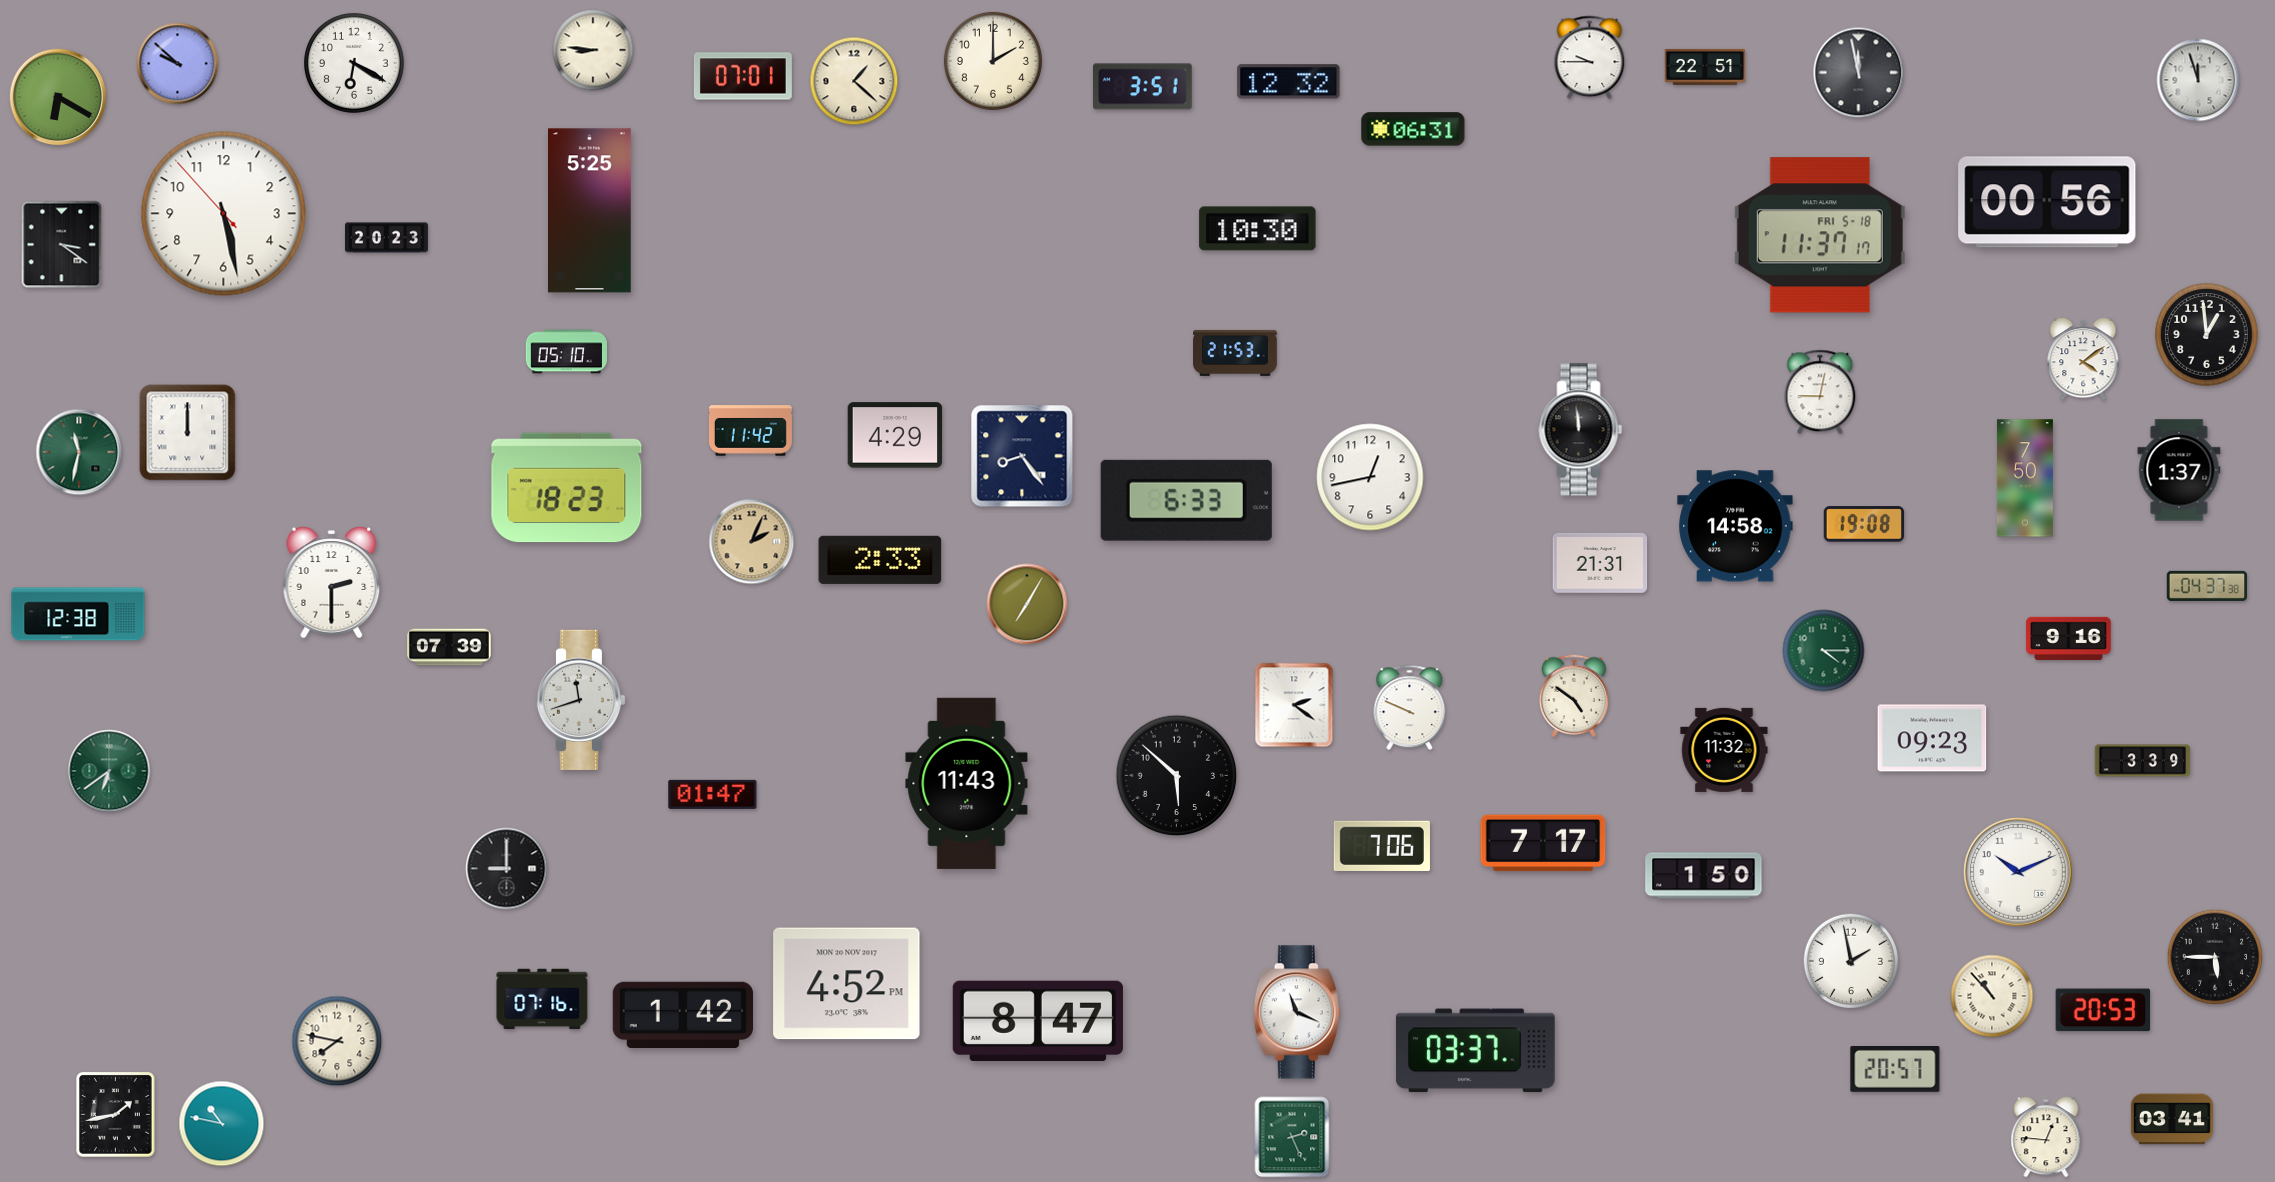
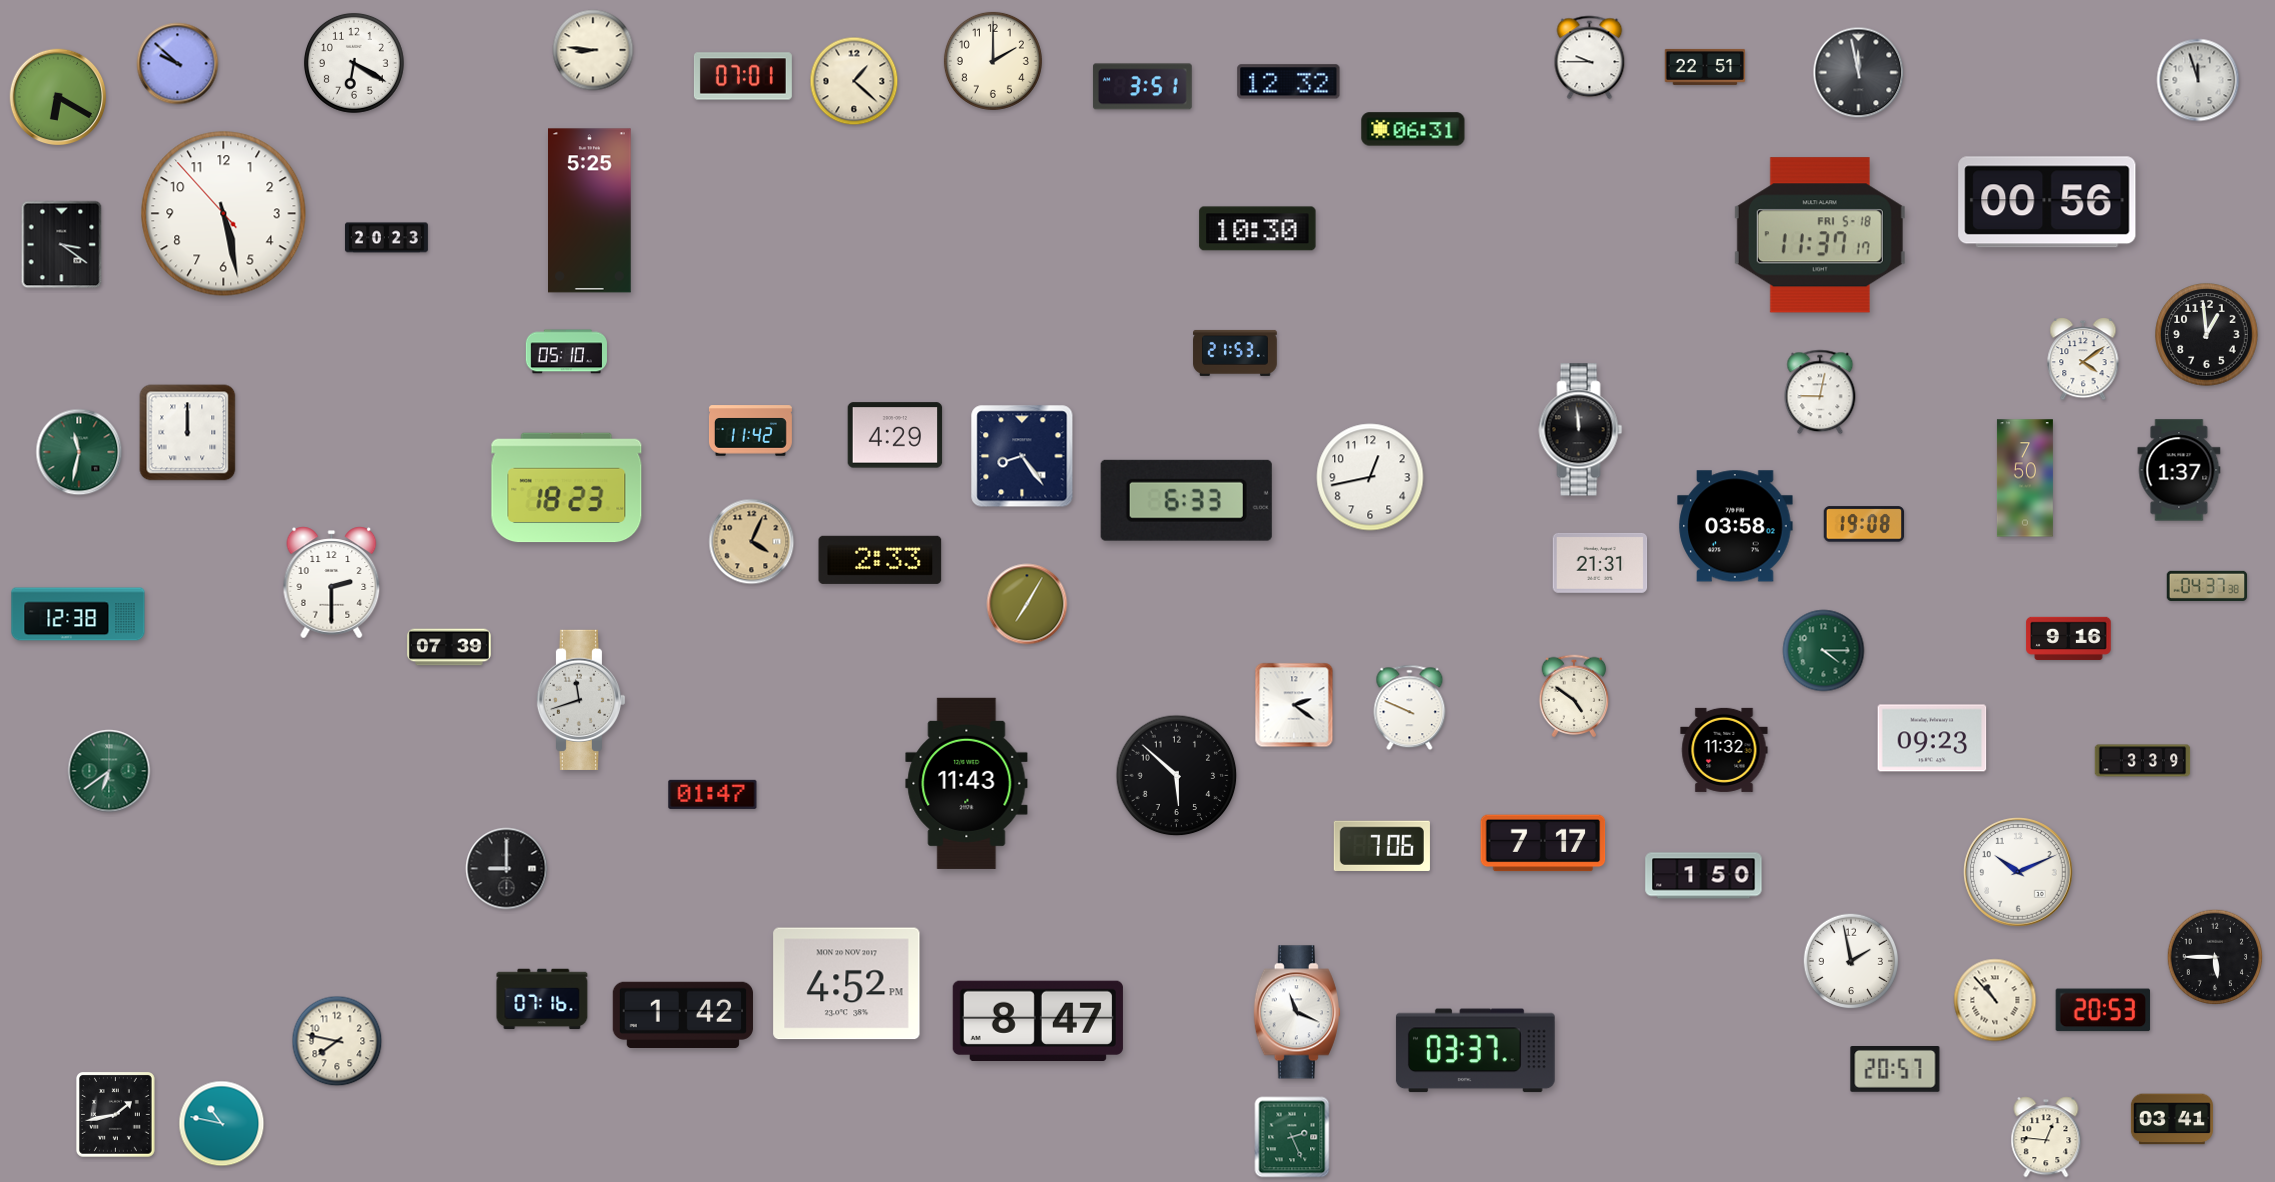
clock at (1735, 526): 14:58 -> 03:58
clock at (752, 542): 2:04 -> 4:04
clock at (1992, 996) position: (1992, 996) -> (1995, 1000)
